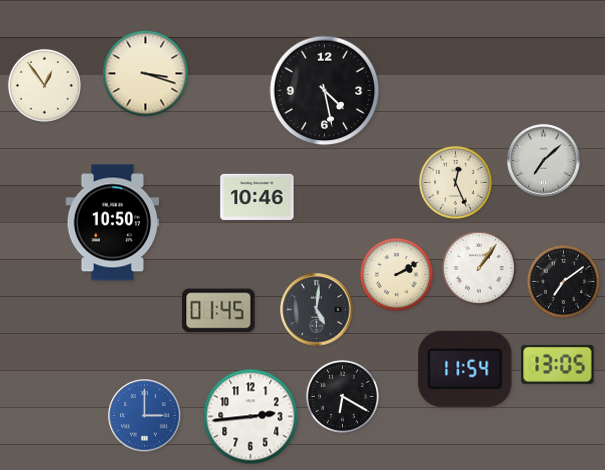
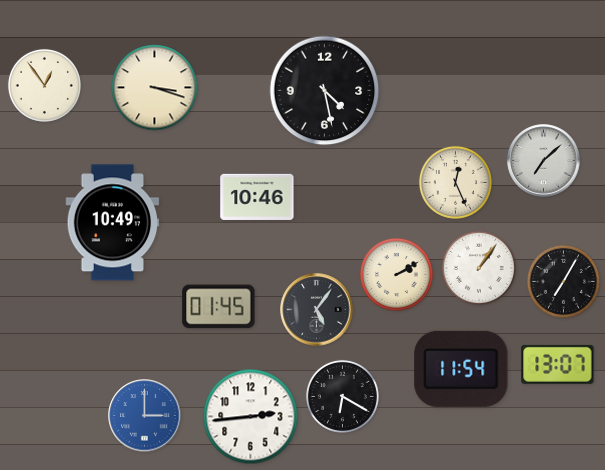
clock at (146, 74) position: (146, 74) -> (155, 88)
clock at (113, 223): 10:50 -> 10:49
clock at (563, 281): 7:09 -> 7:05
clock at (317, 310): 5:01 -> 5:06
clock at (219, 311) position: (219, 311) -> (219, 307)
clock at (558, 364): 13:05 -> 13:07
clock at (465, 369) position: (465, 369) -> (461, 369)
